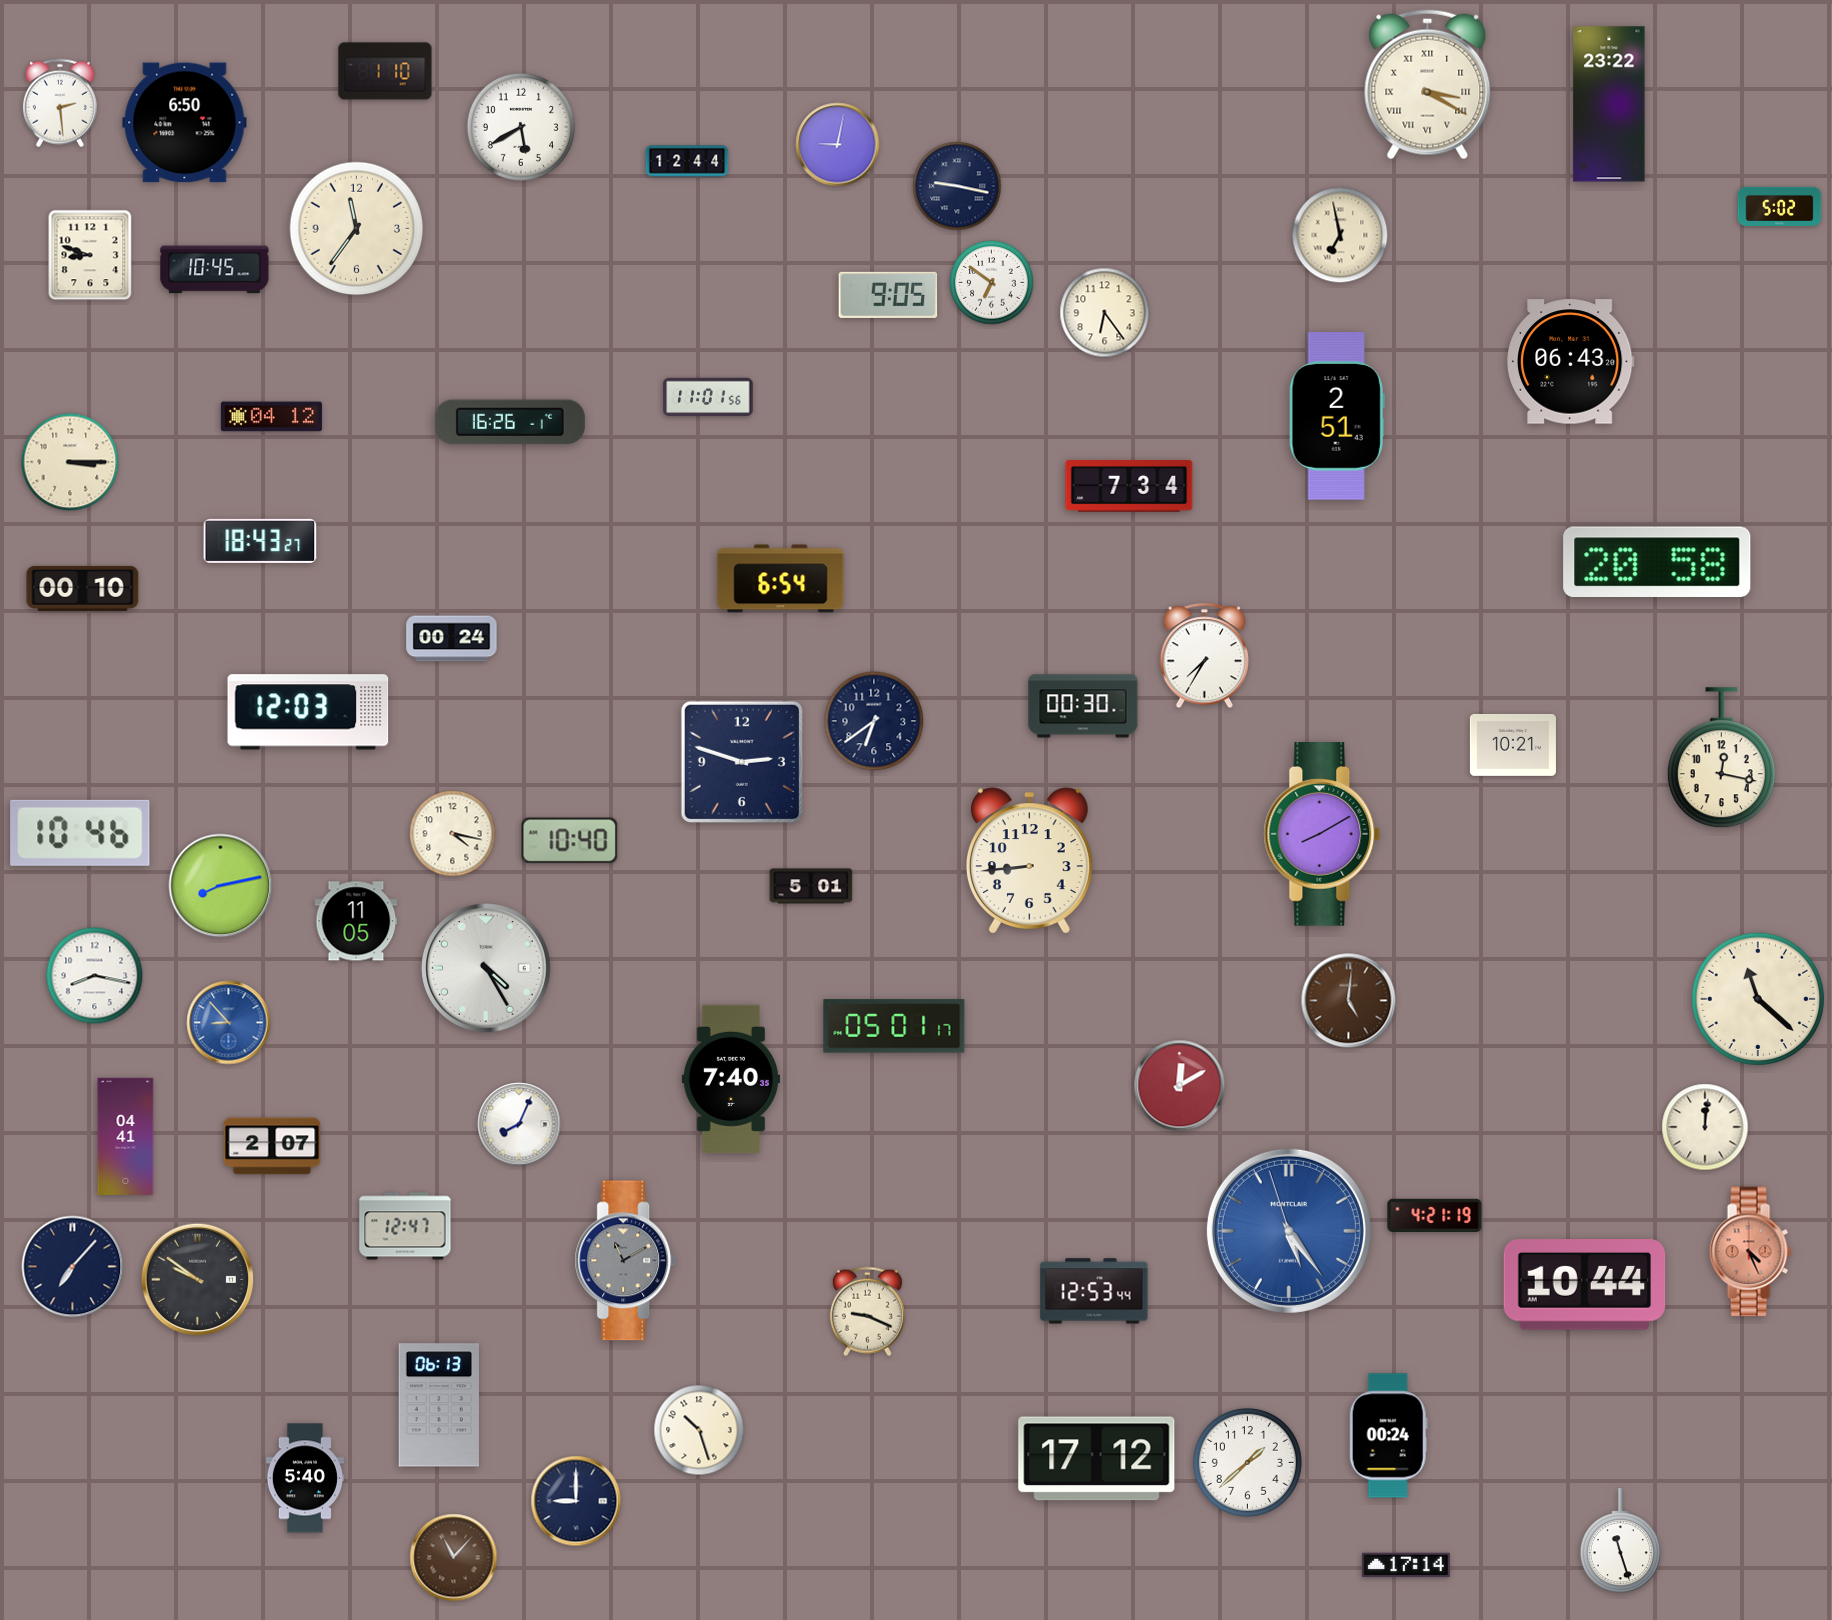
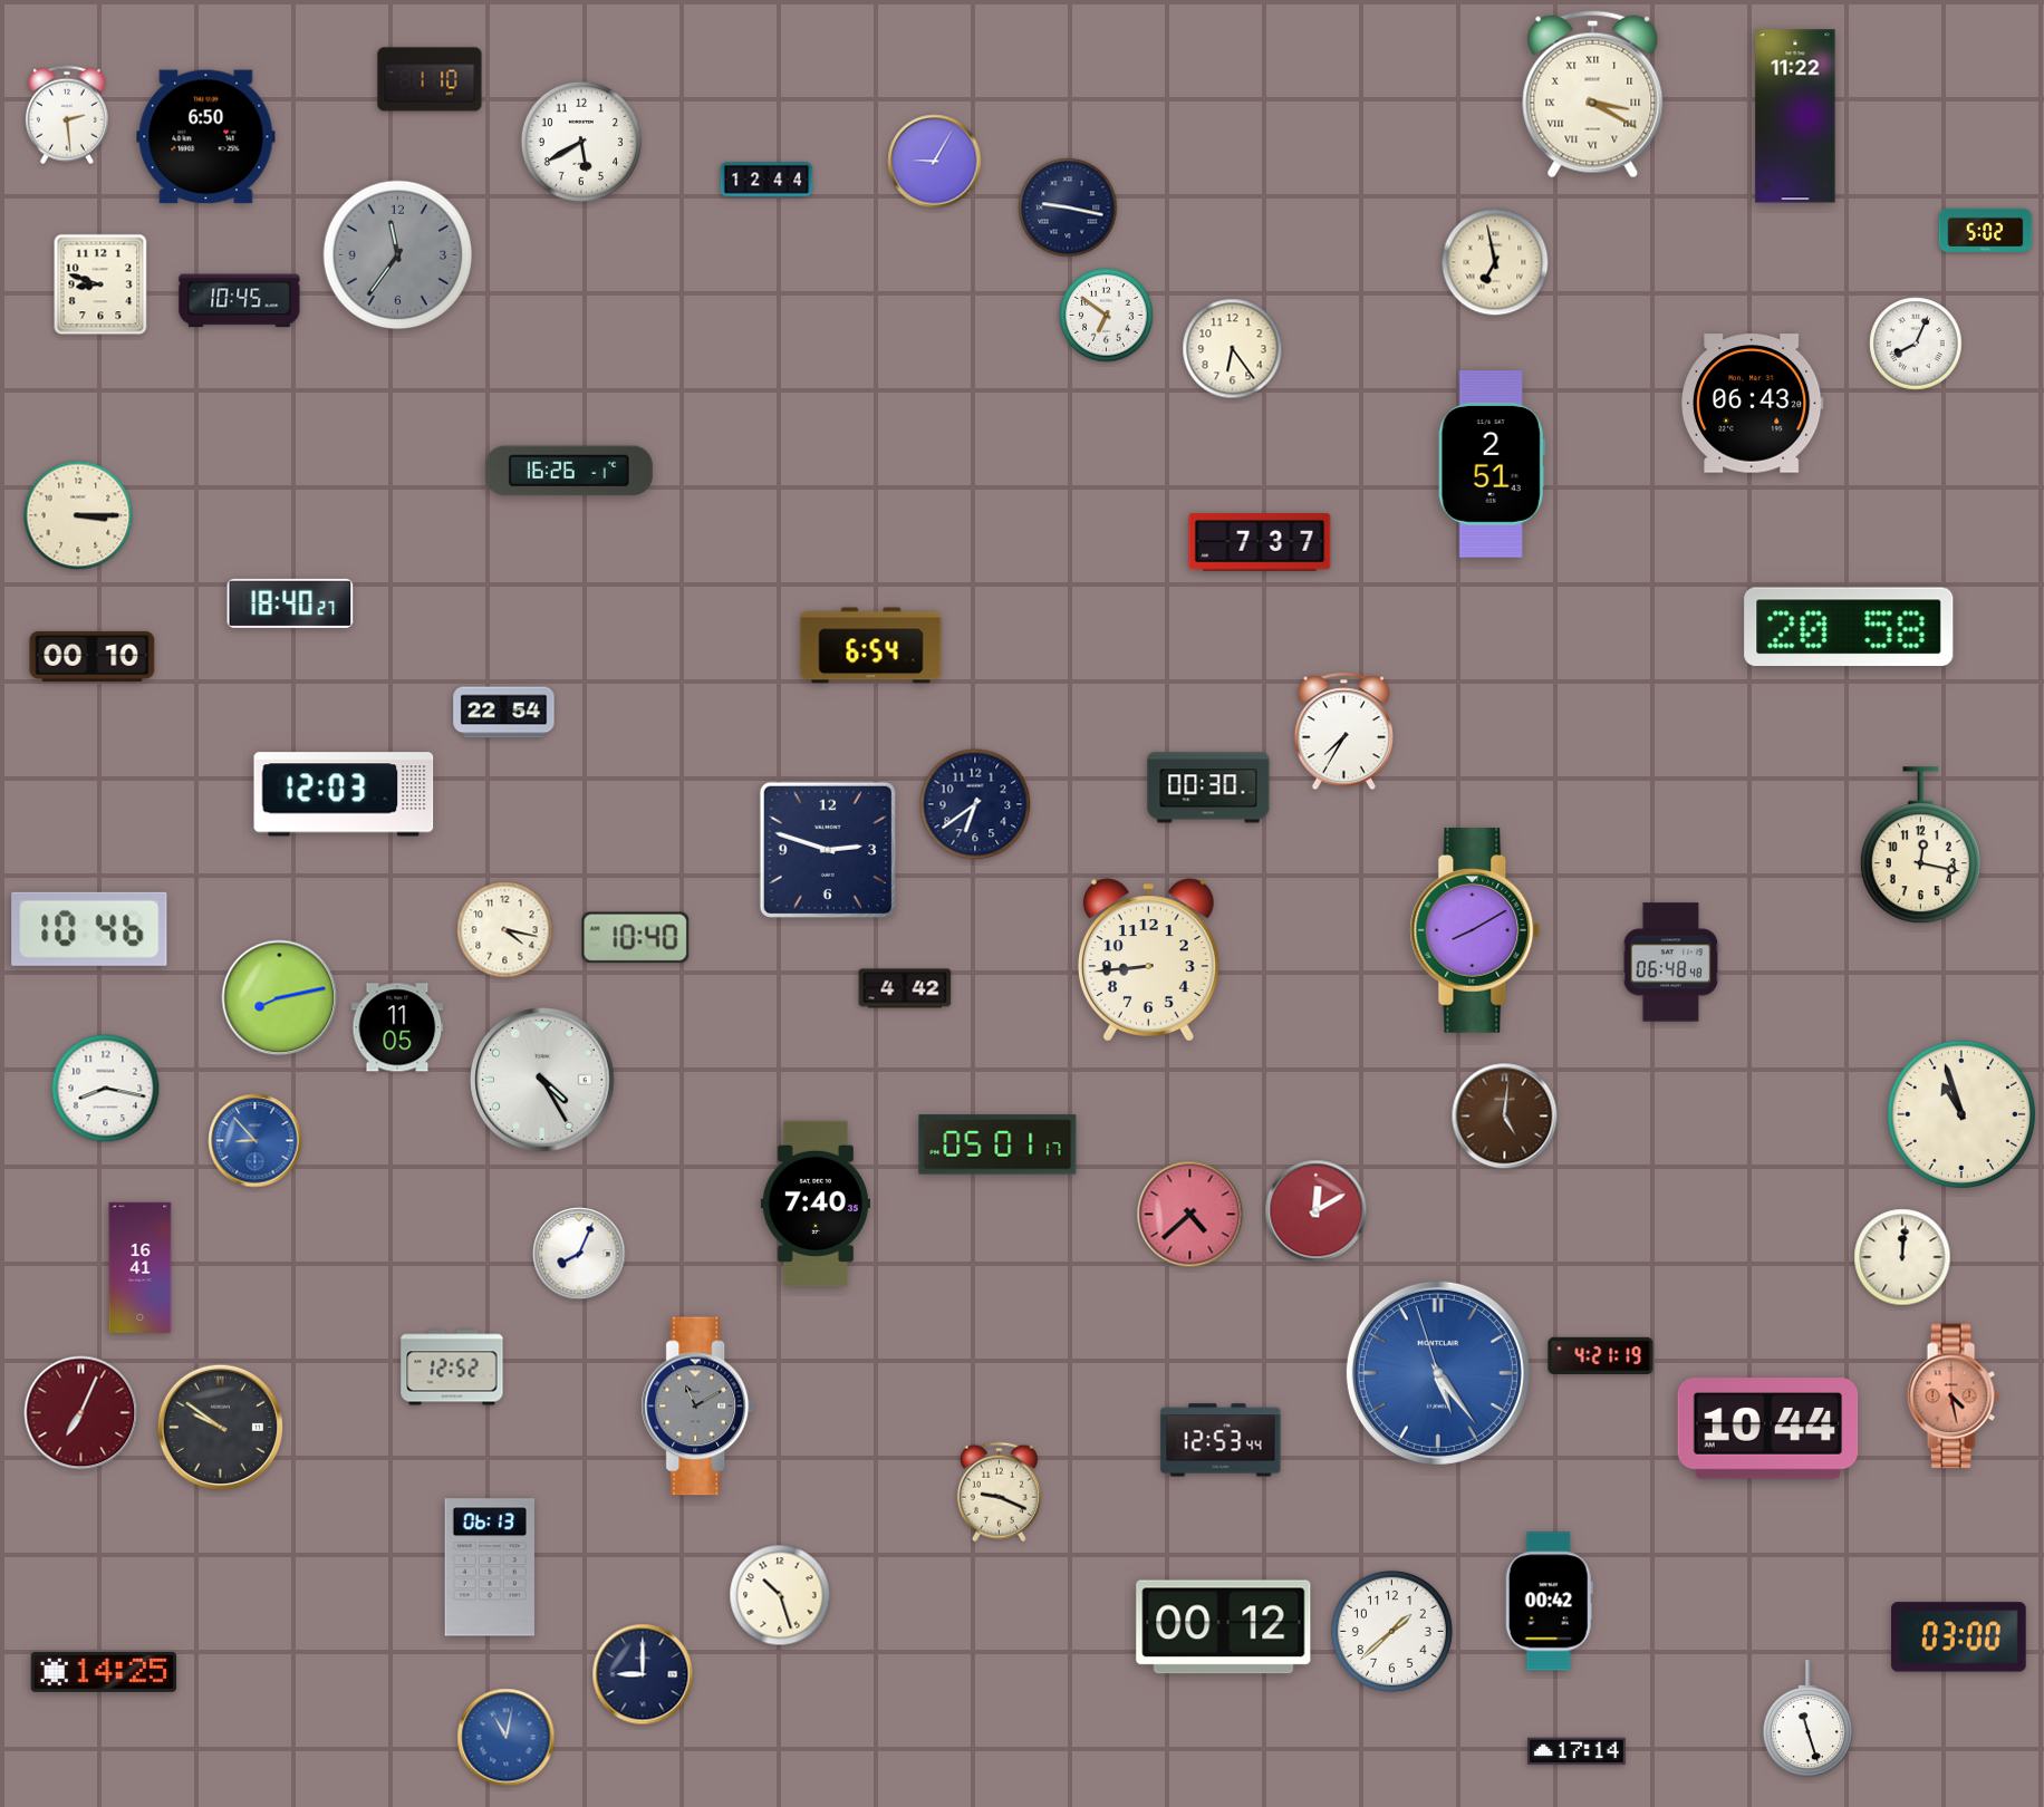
clock at (1609, 104): 23:22 -> 11:22
clock at (838, 145): 9:02 -> 9:05
clock at (357, 229) dial: cream -> grey
clock at (888, 295): 9:05 -> none
clock at (1916, 344): none -> 8:04
clock at (708, 397): 11:01 -> none
clock at (271, 417): 04:12 -> none
clock at (1129, 486): 7:34 -> 7:37
clock at (260, 541): 18:43 -> 18:40
clock at (452, 639): 00:24 -> 22:54
clock at (1513, 745): 10:21 -> none
clock at (1671, 963): none -> 06:48
clock at (221, 886) position: (221, 886) -> (280, 998)
clock at (811, 886): 5:01 -> 4:42
clock at (1758, 999): 11:22 -> 10:57
clock at (1190, 1215): none -> 4:38
clock at (126, 1136): 04:41 -> 16:41
clock at (272, 1146): 2:07 -> none
clock at (405, 1226): 12:47 -> 12:52
clock at (1750, 1252): 4:26 -> 4:28
clock at (73, 1267): 7:07 -> 7:04
clock at (73, 1267) dial: navy -> burgundy
clock at (1585, 1285) position: (1585, 1285) -> (1768, 1429)
clock at (867, 1312) position: (867, 1312) -> (999, 1492)
clock at (1388, 1436): 00:24 -> 00:42
clock at (1097, 1459): 17:12 -> 00:12
clock at (1959, 1637): none -> 03:00
clock at (305, 1478): 5:40 -> none
clock at (104, 1672): none -> 14:25
clock at (454, 1558): 11:07 -> 11:02
clock at (454, 1558) dial: brown -> blue
clock at (1406, 1565) position: (1406, 1565) -> (1577, 1751)
